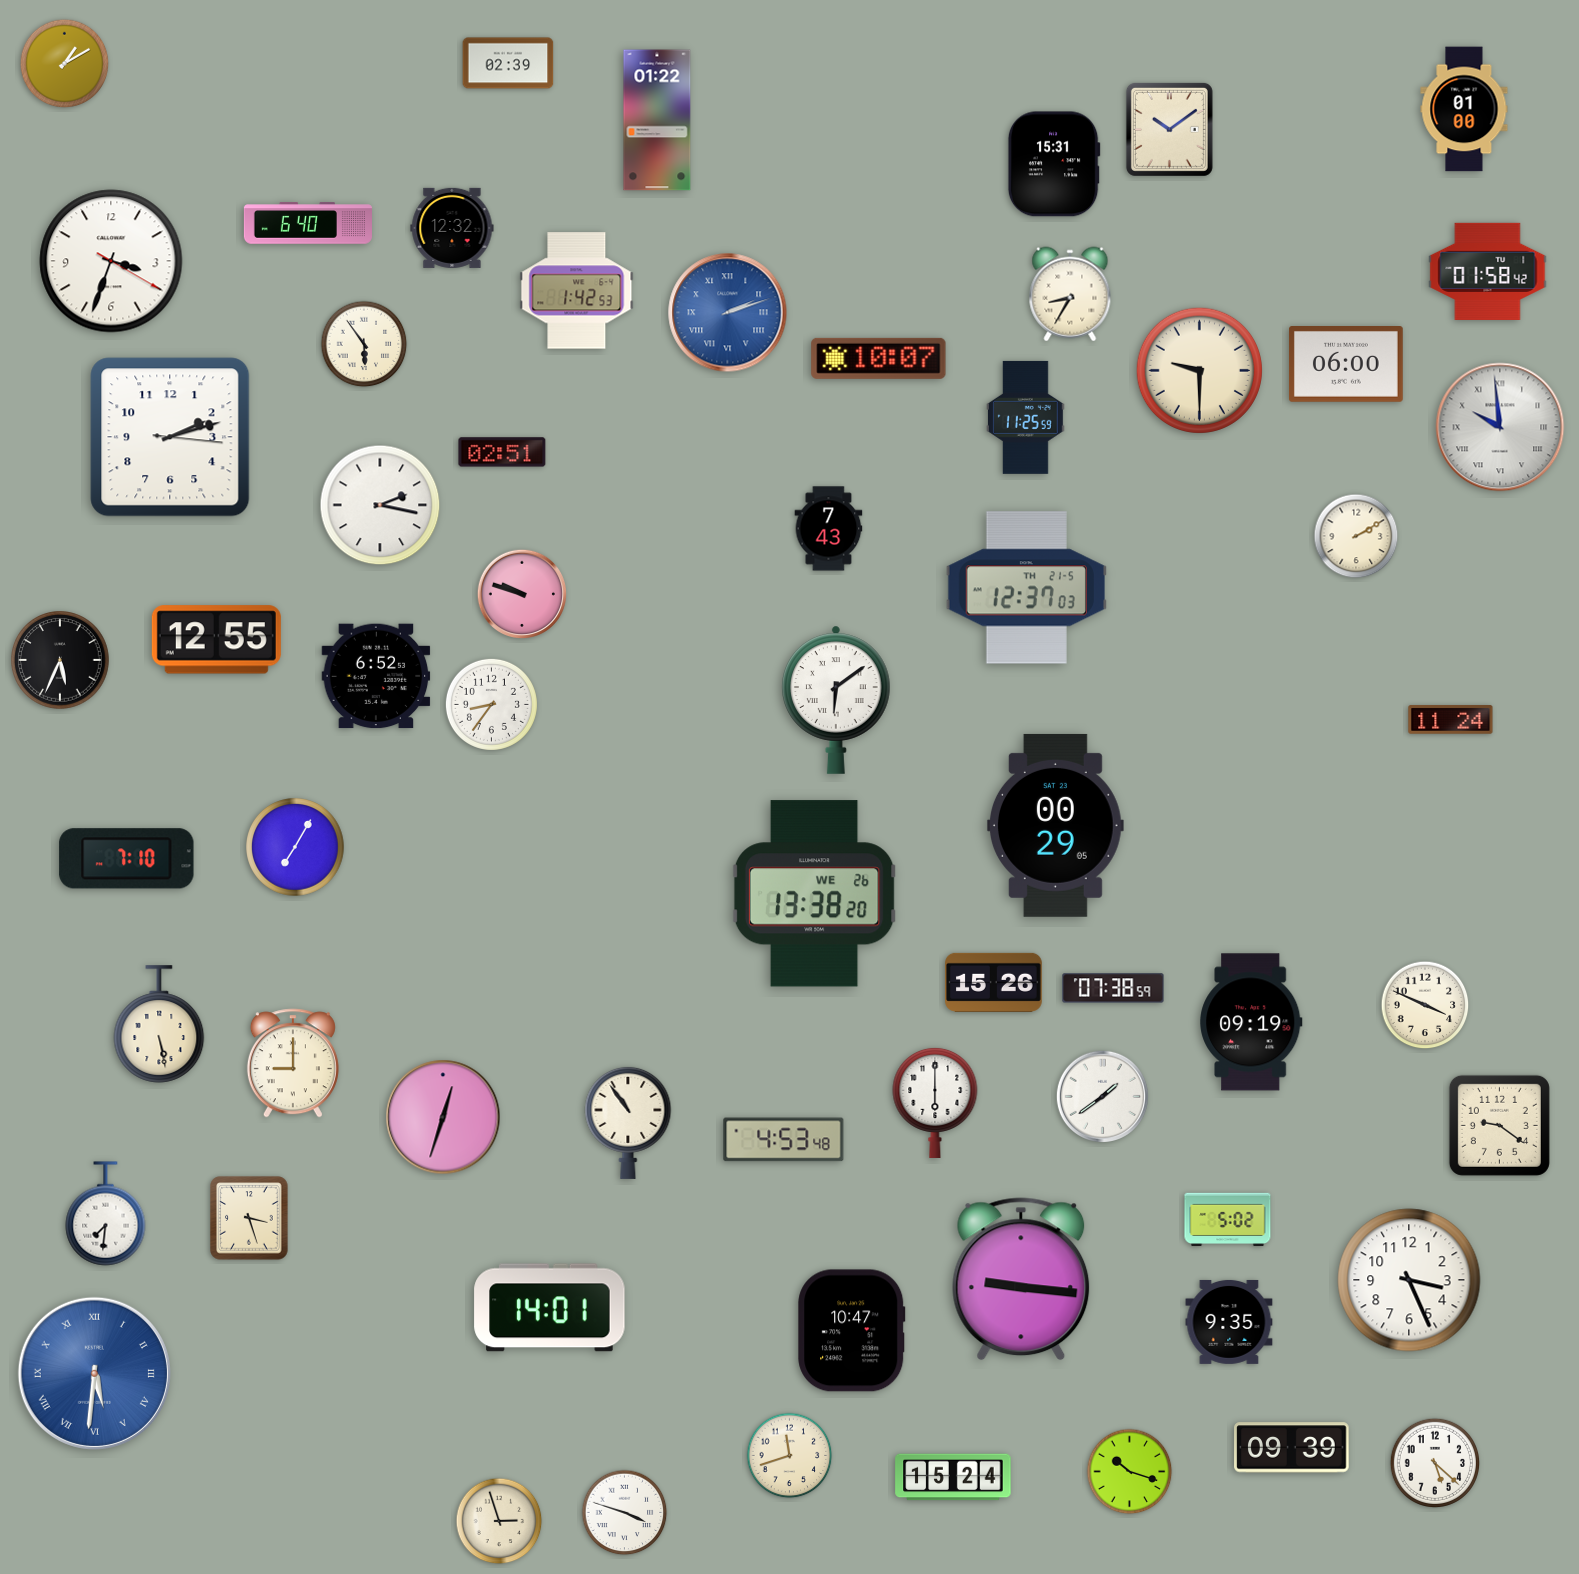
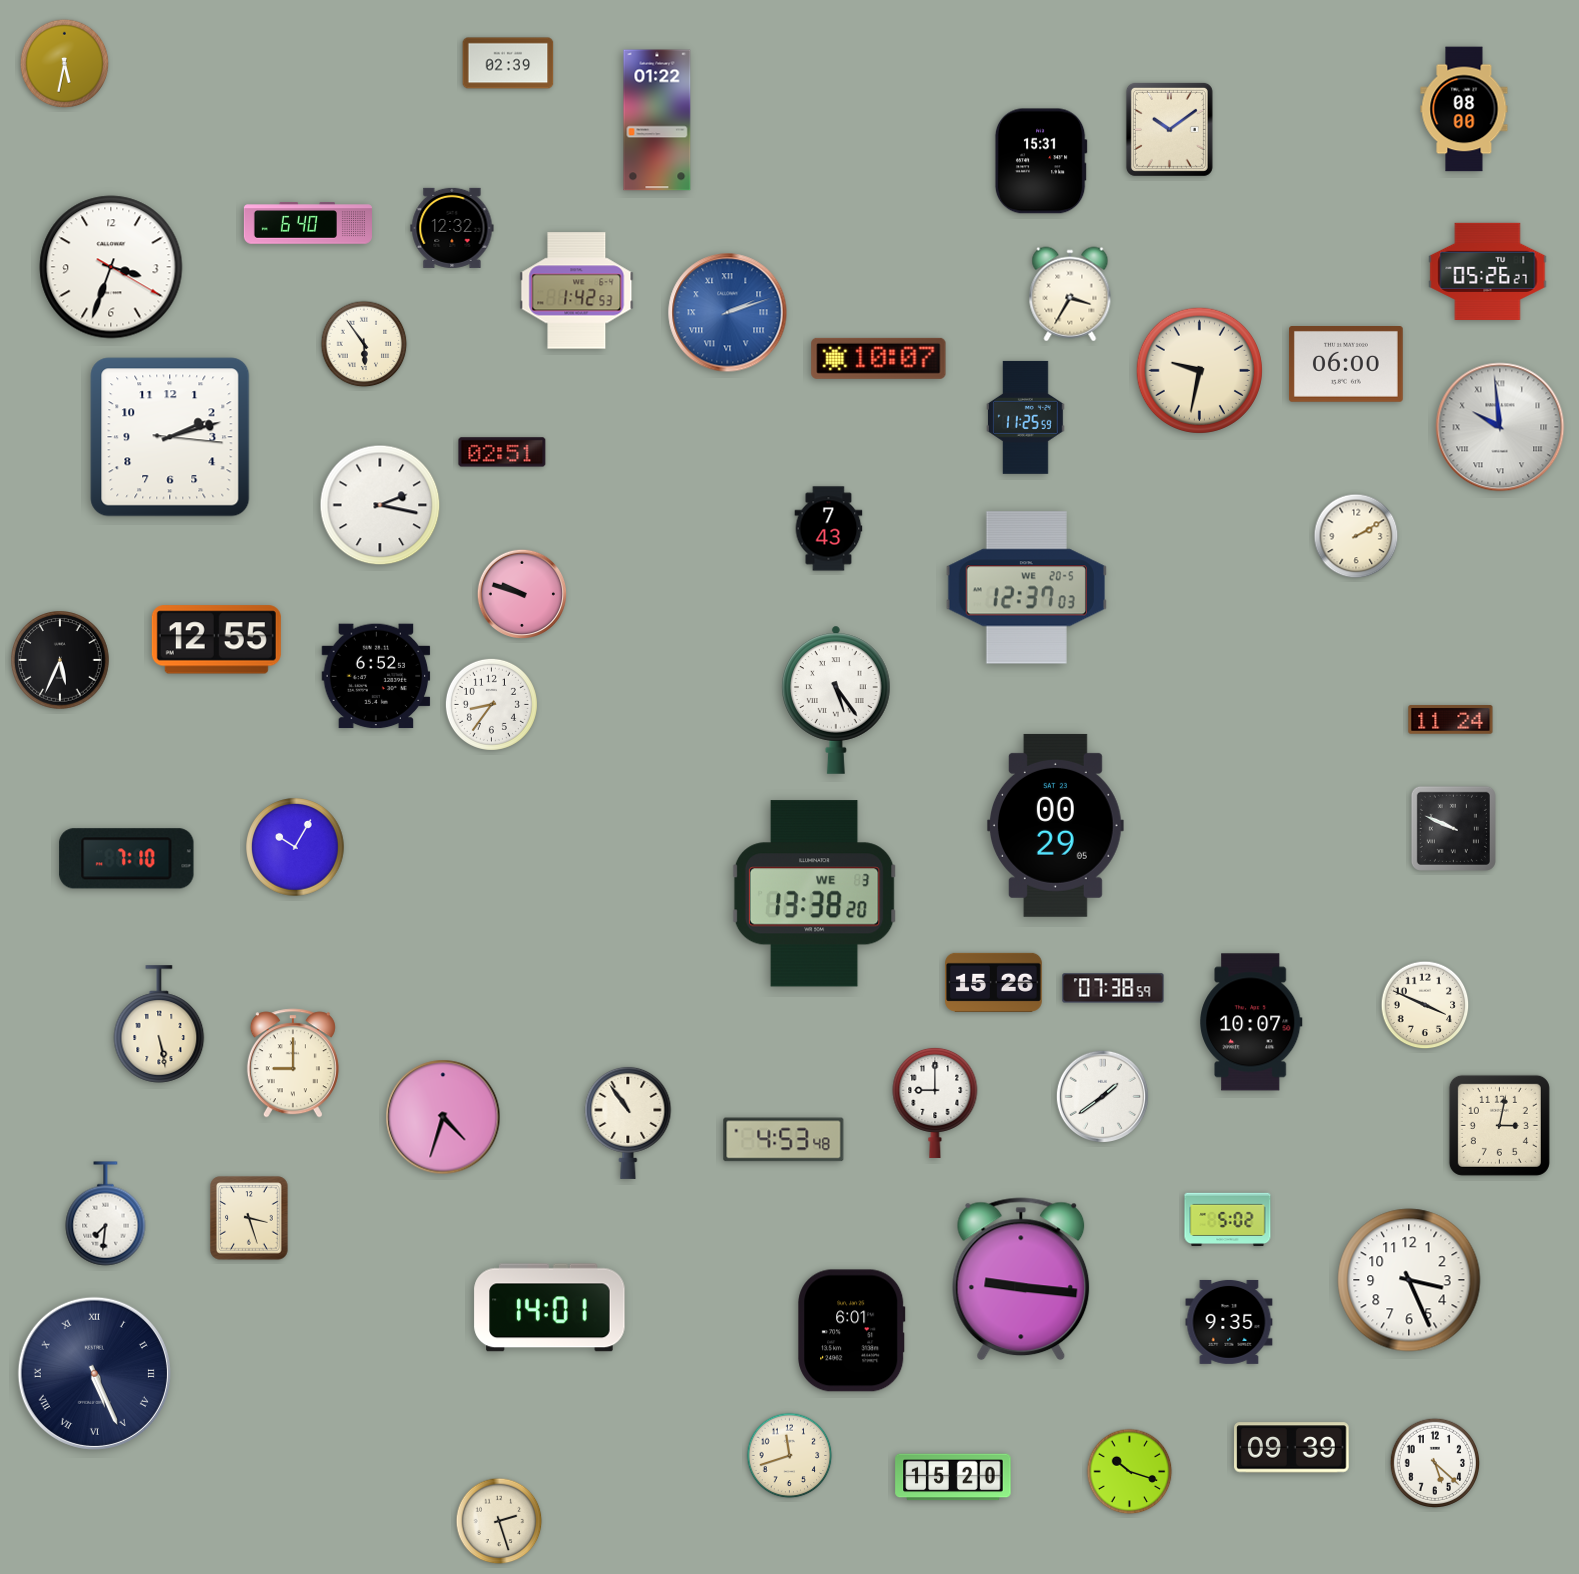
clock at (65, 64): 1:10 -> 5:32
clock at (1464, 109): 01:00 -> 08:00
clock at (1054, 164) position: (1054, 164) -> (1041, 161)
clock at (111, 261) position: (111, 261) -> (111, 267)
clock at (1488, 271): 01:58 -> 05:26
clock at (1070, 294): 8:35 -> 3:35
clock at (1199, 370): 9:30 -> 9:32
clock at (1026, 588) date: TH 21-5 -> WE 20-5
clock at (837, 700): 6:09 -> 5:24
clock at (1453, 828): none -> 9:49
clock at (295, 847): 7:05 -> 10:05
clock at (815, 894) date: WE 26 -> WE 3
clock at (1251, 1022): 09:19 -> 10:07
clock at (935, 1102): 6:00 -> 9:00
clock at (443, 1117): 12:33 -> 4:33
clock at (1499, 1125): 9:21 -> 3:02
clock at (852, 1331): 10:47 -> 6:01
clock at (94, 1373): 5:31 -> 5:26
clock at (94, 1373) dial: blue -> navy
clock at (953, 1477): 15:24 -> 15:20
clock at (625, 1513): 3:48 -> none
clock at (499, 1521): 2:57 -> 2:27
